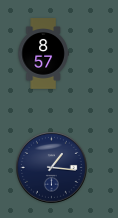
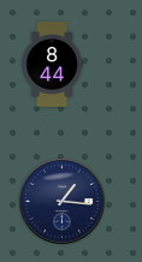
clock at (43, 54): 8:57 -> 8:44
